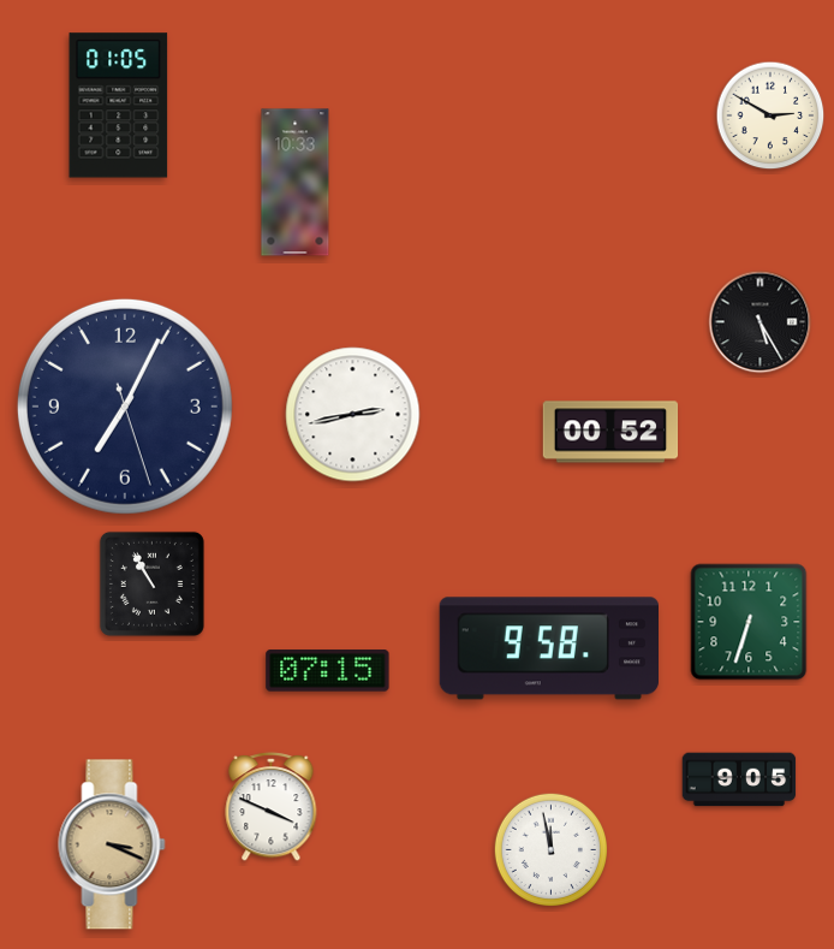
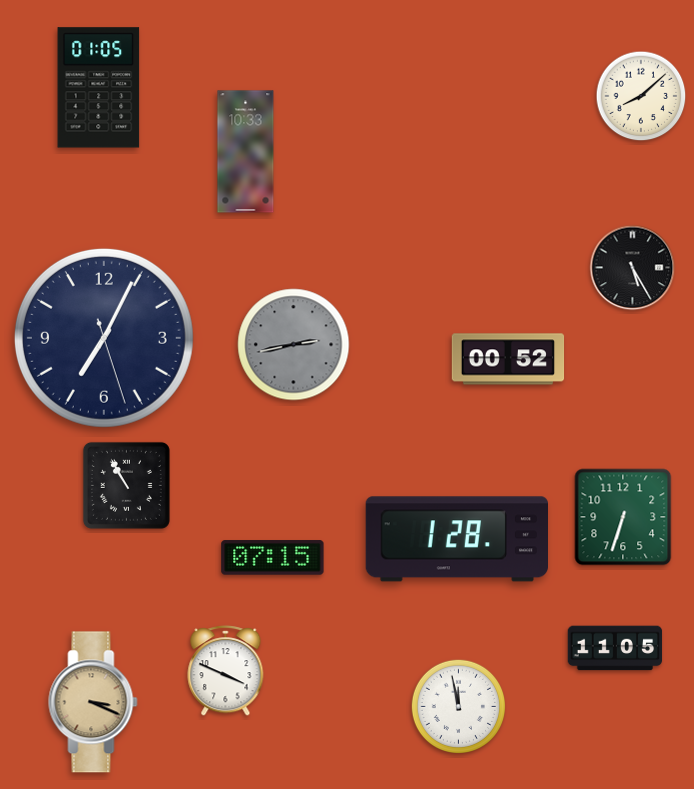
clock at (770, 115): 2:50 -> 8:08
clock at (353, 415) dial: white -> grey
clock at (548, 648): 9:58 -> 1:28
clock at (739, 779): 9:05 -> 11:05
